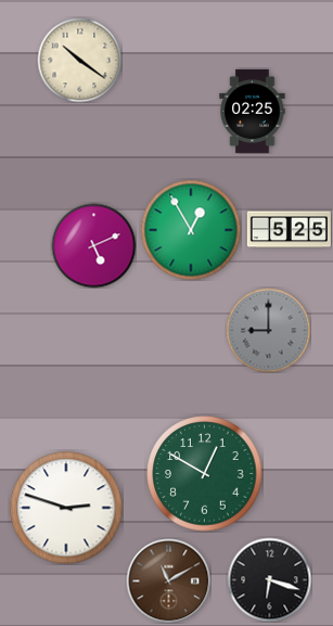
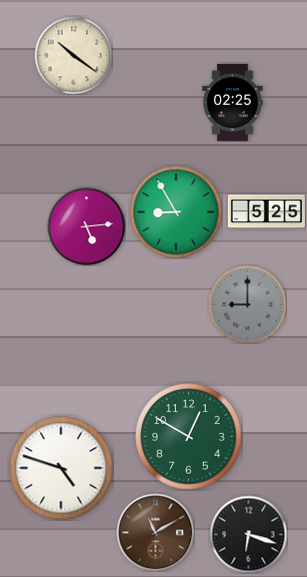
clock at (191, 230): 12:55 -> 8:55
clock at (93, 245): 5:11 -> 5:14
clock at (66, 508): 2:48 -> 4:48
clock at (168, 580) position: (168, 580) -> (155, 532)
